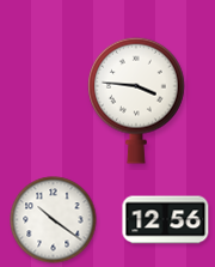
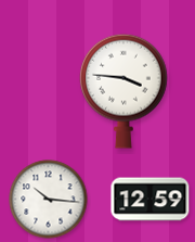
clock at (54, 220): 10:21 -> 10:16
clock at (166, 220): 12:56 -> 12:59
